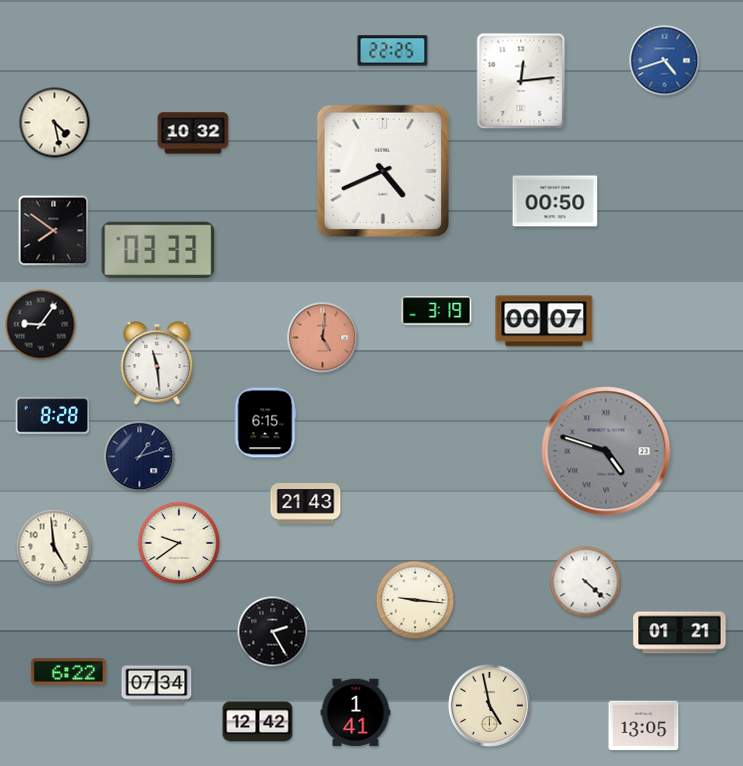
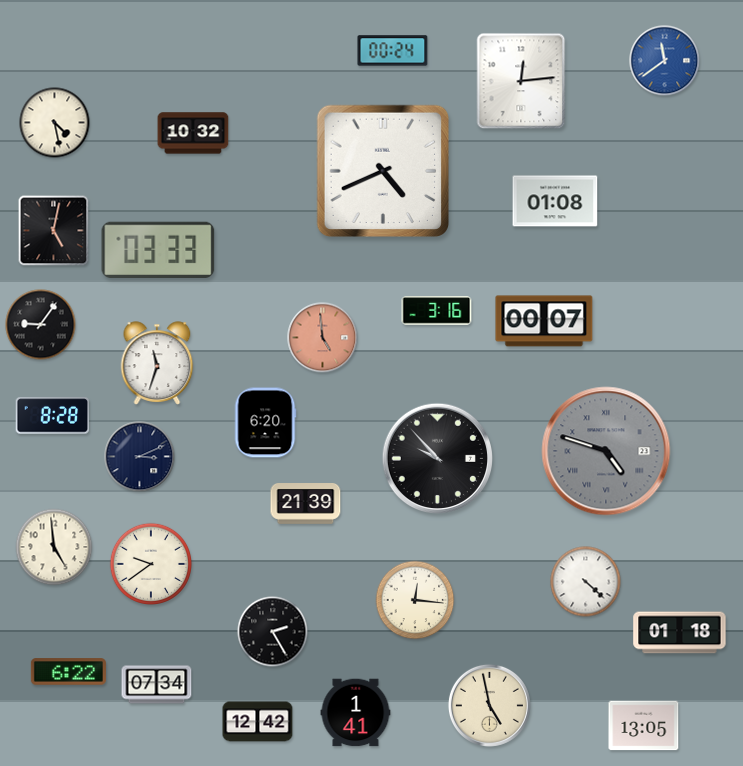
clock at (393, 51): 22:25 -> 00:24
clock at (665, 61): 4:42 -> 11:39
clock at (555, 201): 00:50 -> 01:08
clock at (54, 231): 7:51 -> 5:02
clock at (437, 311): 3:19 -> 3:16
clock at (323, 338): 5:01 -> 4:59
clock at (157, 363): 11:29 -> 11:33
clock at (265, 423): 6:15 -> 6:20
clock at (140, 457): 1:12 -> 3:11
clock at (437, 458): none -> 9:53
clock at (306, 504): 21:43 -> 21:39
clock at (179, 543) position: (179, 543) -> (151, 564)
clock at (415, 600): 9:16 -> 12:16
clock at (680, 633): 01:21 -> 01:18
